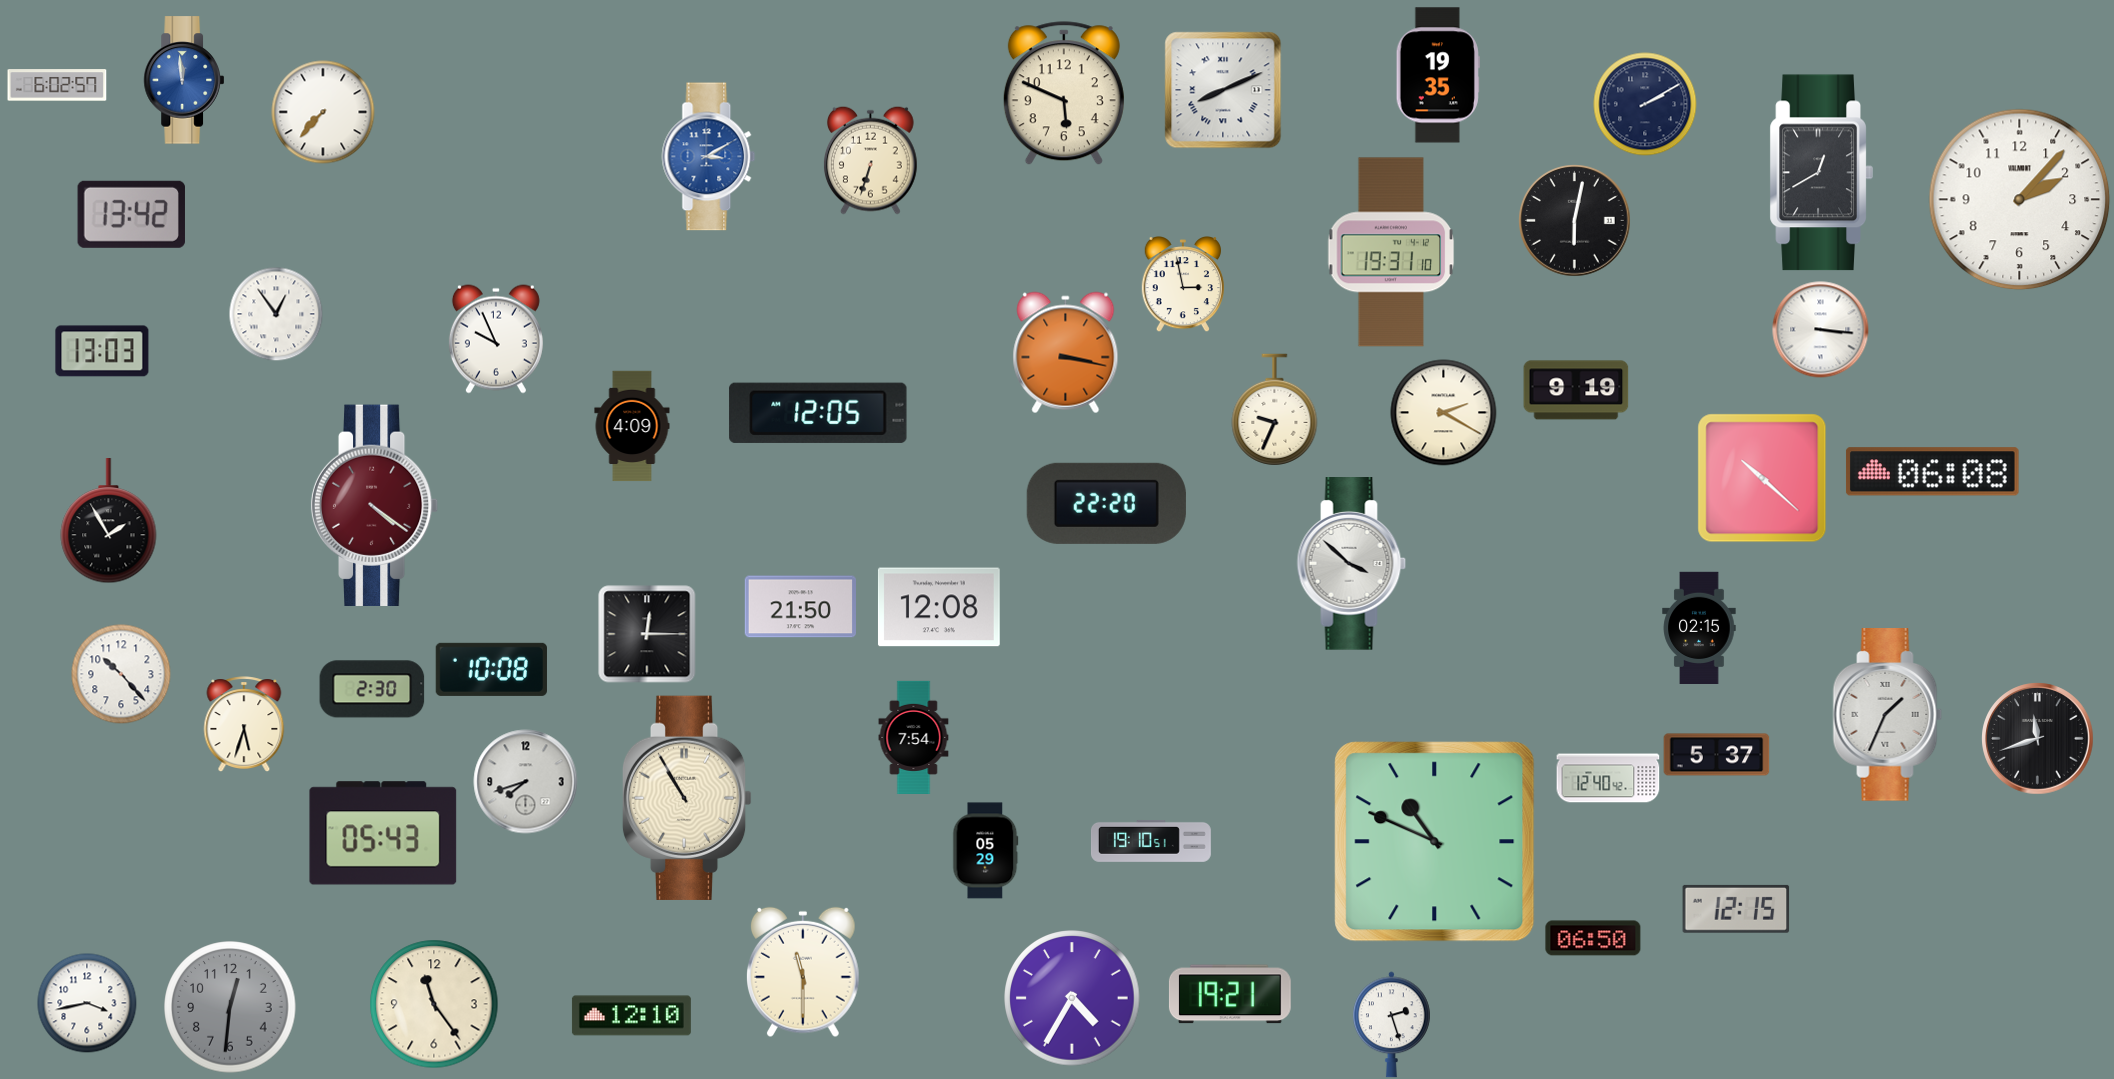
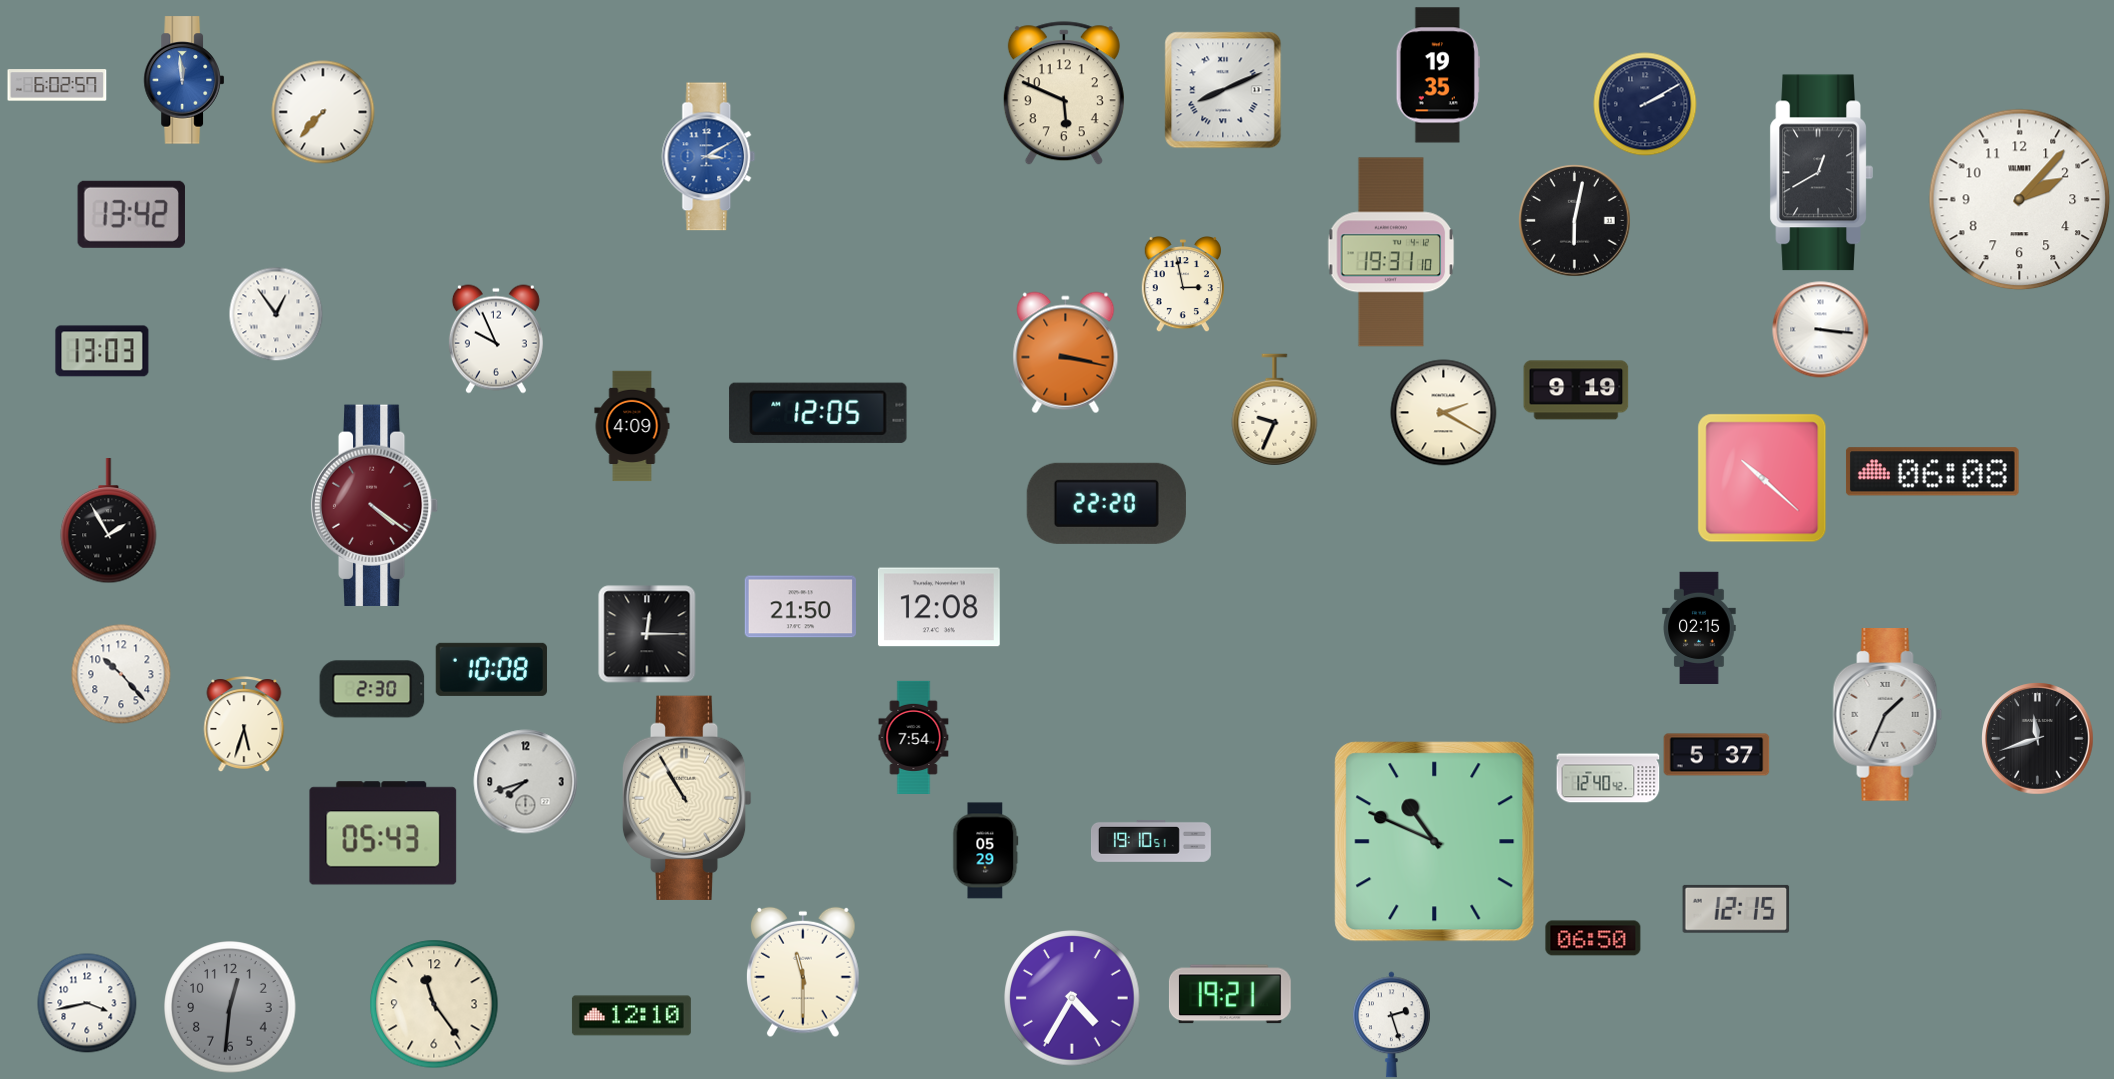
clock at (870, 160): 6:33 -> none
clock at (1352, 564): 3:52 -> none
